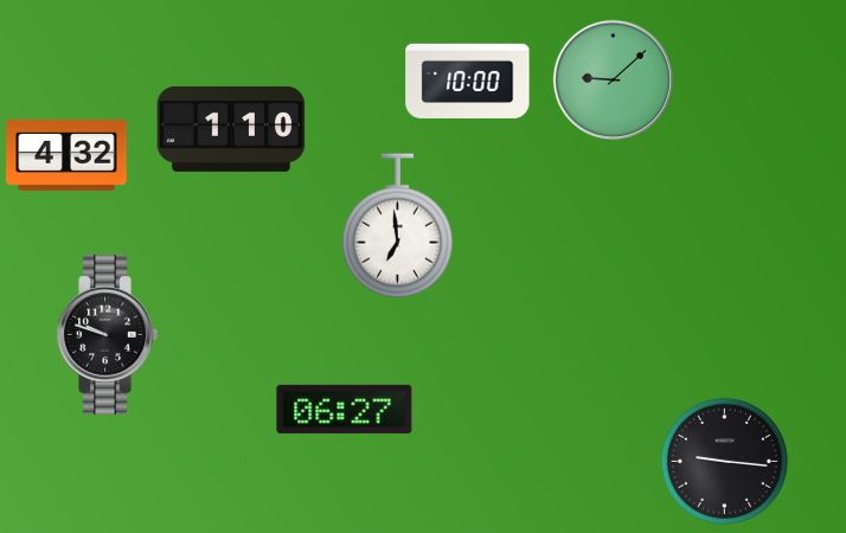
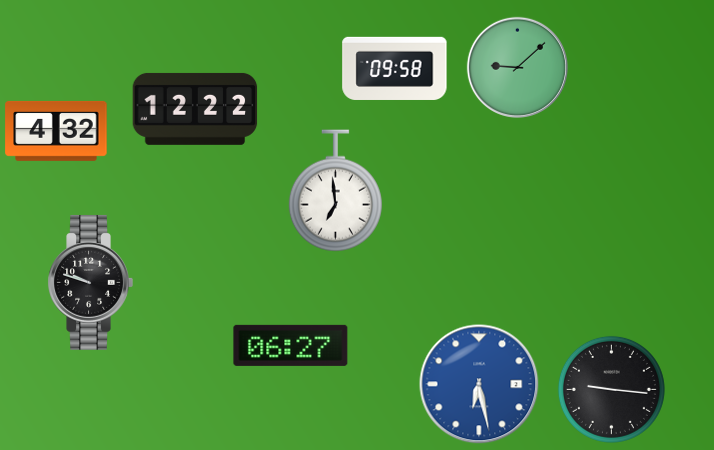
clock at (468, 81): 10:00 -> 09:58
clock at (231, 129): 1:10 -> 12:22
clock at (479, 384): none -> 6:28
